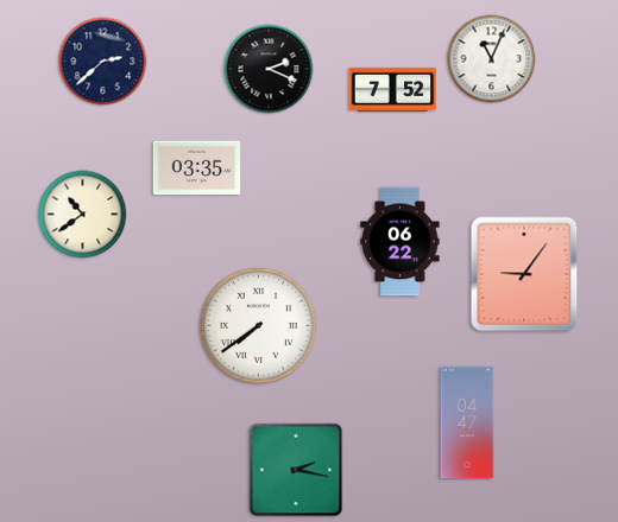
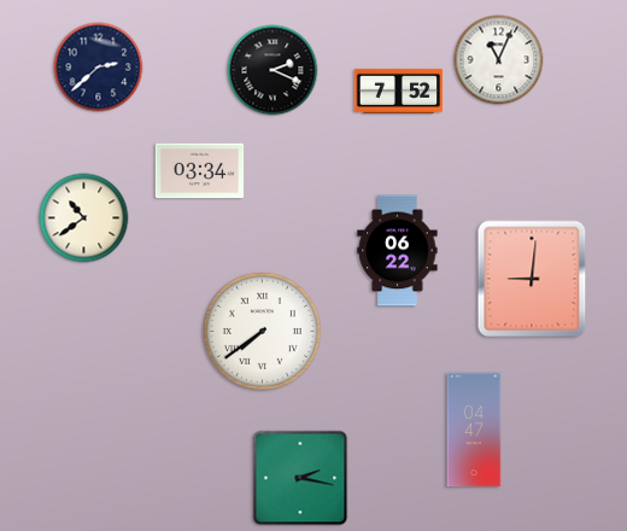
clock at (103, 62) position: (103, 62) -> (99, 68)
clock at (197, 168): 03:35 -> 03:34
clock at (401, 242) position: (401, 242) -> (398, 251)
clock at (524, 274): 9:06 -> 9:01
